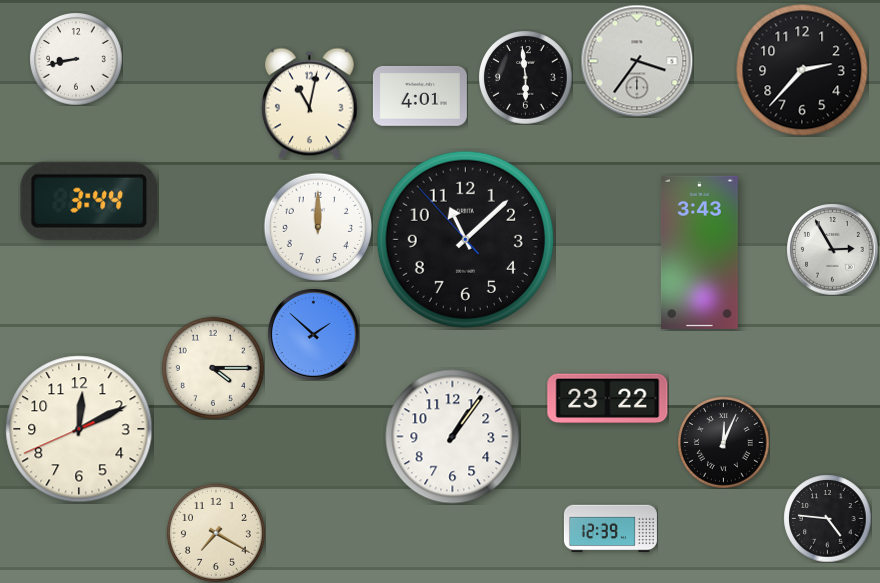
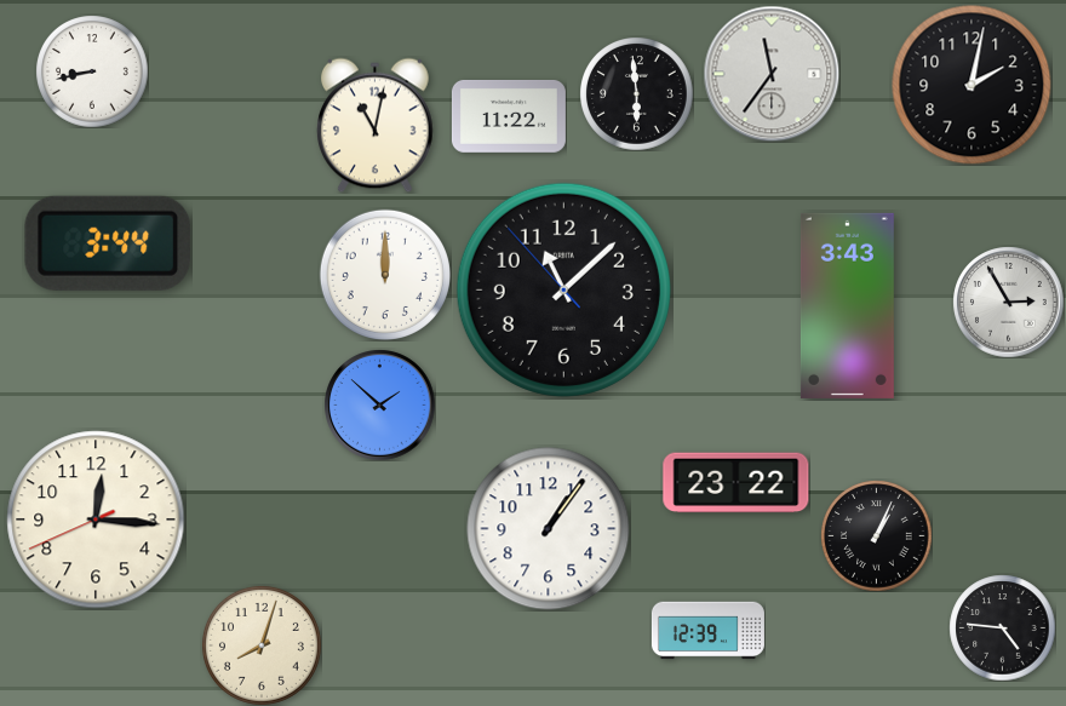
clock at (637, 61): 3:36 -> 11:36
clock at (802, 70): 2:37 -> 2:02
clock at (420, 96): 4:01 -> 11:22
clock at (213, 368): 4:15 -> none
clock at (79, 429): 12:10 -> 12:15
clock at (723, 442): 12:04 -> 1:04
clock at (610, 529) position: (610, 529) -> (707, 631)
clock at (216, 533): 7:20 -> 8:03
